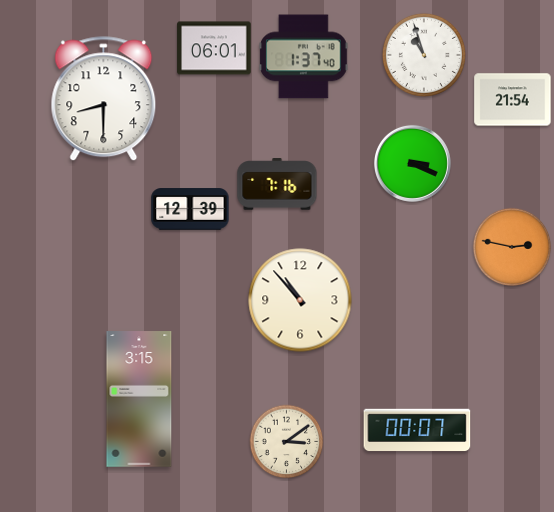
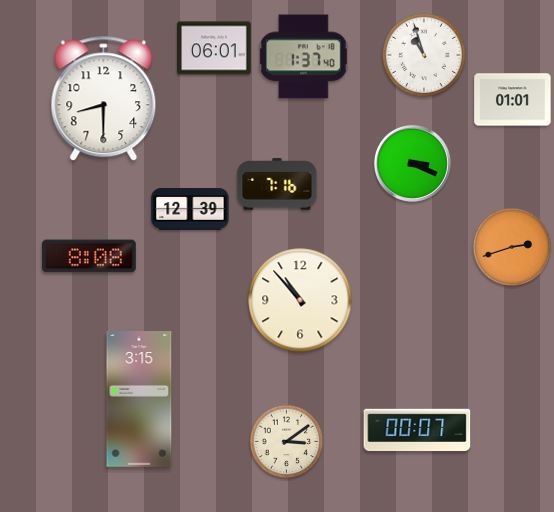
clock at (513, 100): 21:54 -> 01:01
clock at (512, 247): 2:47 -> 2:42
clock at (89, 256): none -> 8:08
